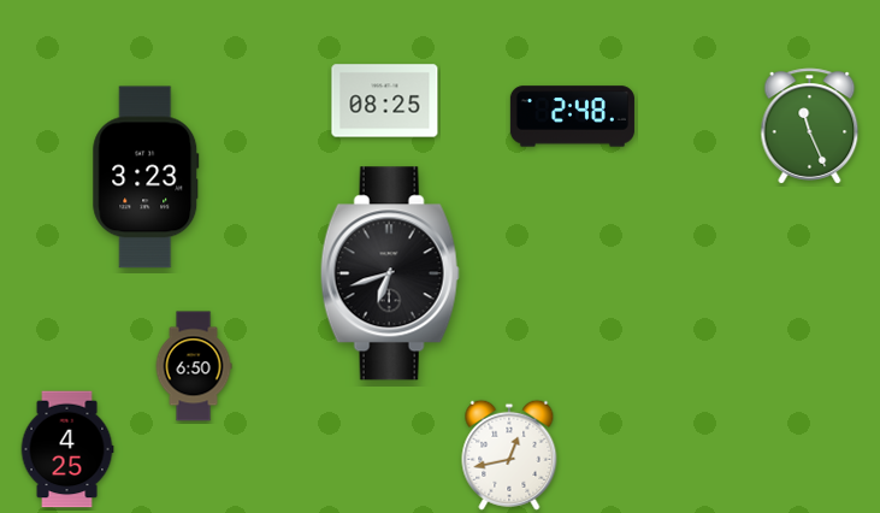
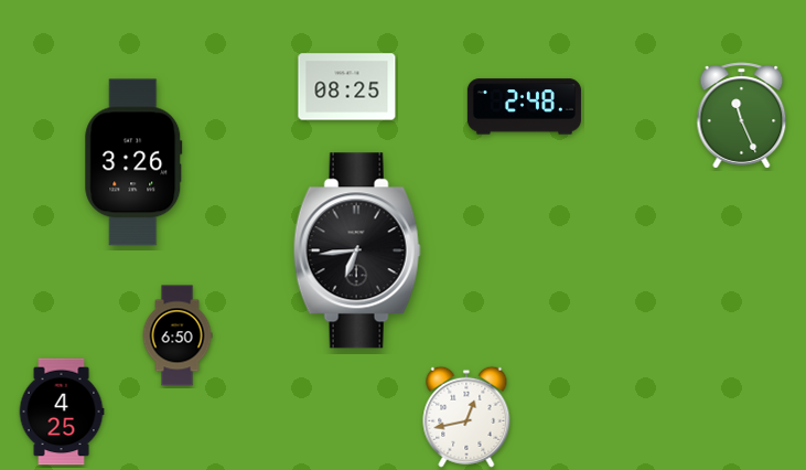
clock at (385, 101) position: (385, 101) -> (347, 87)
clock at (146, 177): 3:23 -> 3:26
clock at (390, 273): 6:42 -> 6:44
